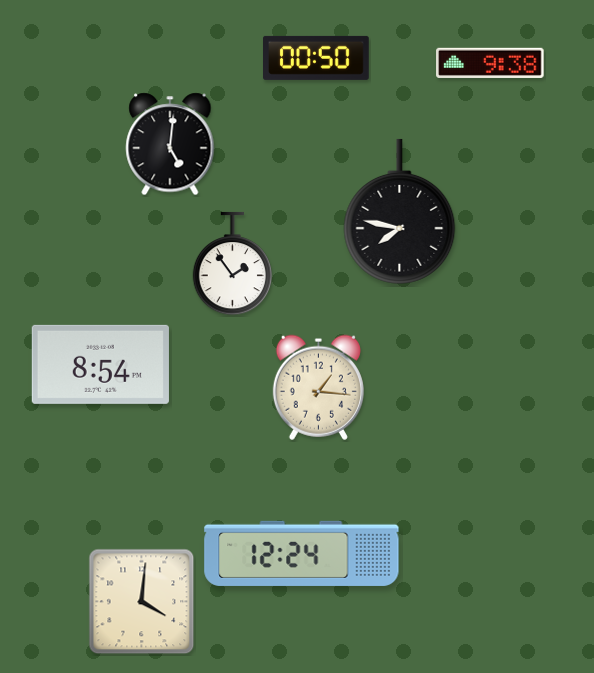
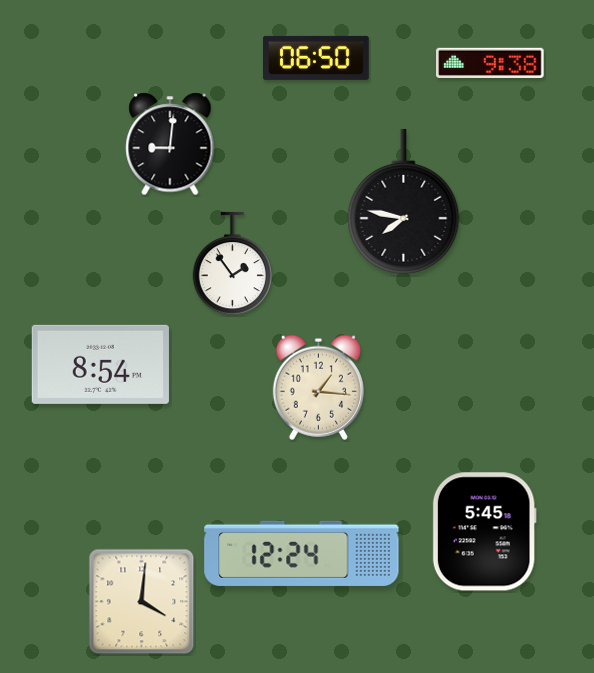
clock at (317, 58): 00:50 -> 06:50
clock at (170, 144): 5:01 -> 9:01
clock at (400, 211) position: (400, 211) -> (404, 201)
clock at (484, 532): none -> 5:45
